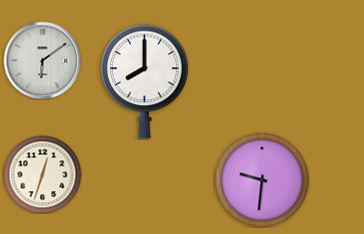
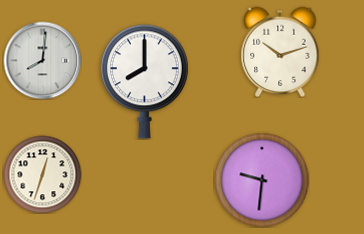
clock at (280, 52): none -> 10:12
clock at (42, 60): 6:09 -> 8:01
